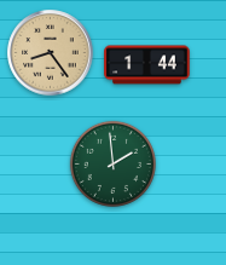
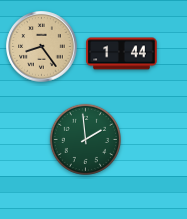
clock at (51, 53) position: (51, 53) -> (42, 47)
clock at (112, 163) position: (112, 163) -> (85, 139)
